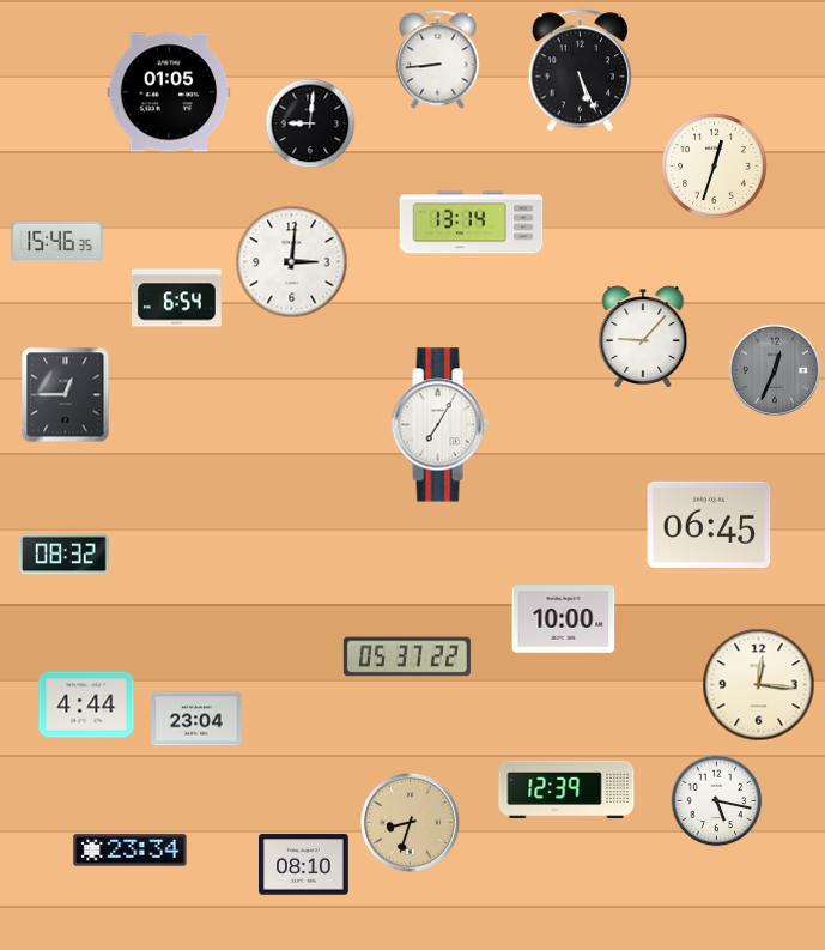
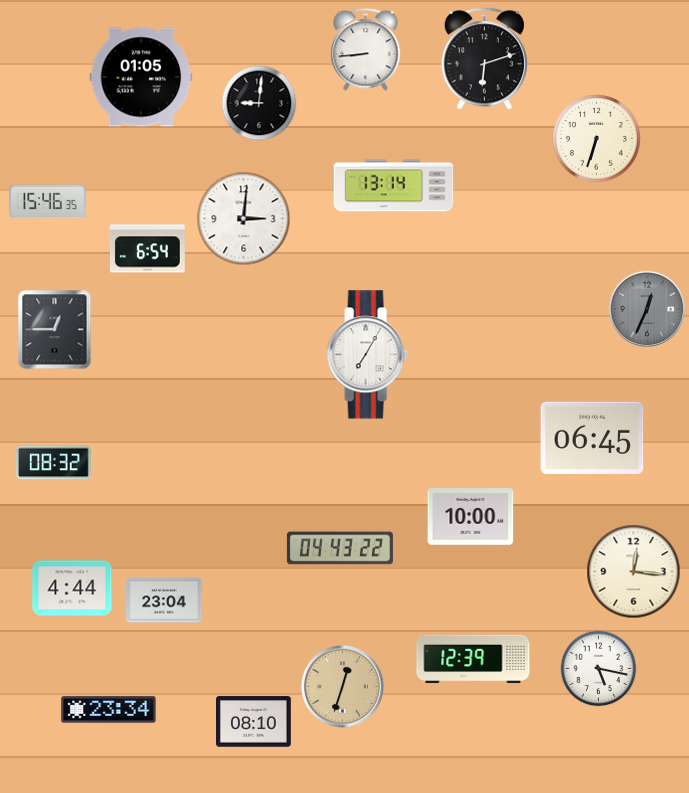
clock at (580, 71): 5:26 -> 6:12
clock at (715, 167): 12:33 -> 6:33
clock at (643, 337): 9:07 -> none
clock at (407, 656): 05:37 -> 04:43
clock at (410, 822): 8:33 -> 12:33
